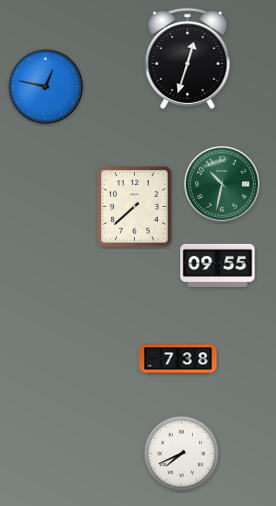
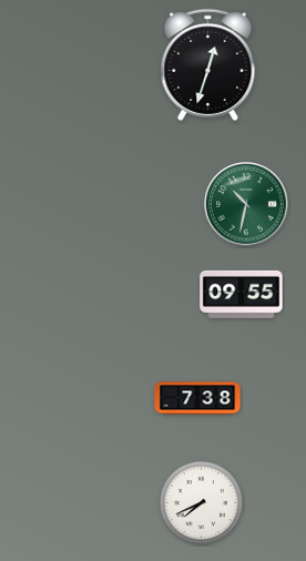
clock at (46, 87): 12:47 -> none
clock at (135, 207): 7:38 -> none
